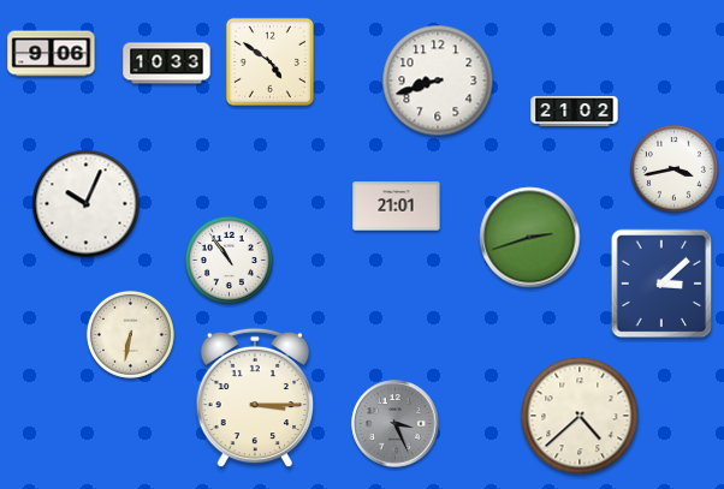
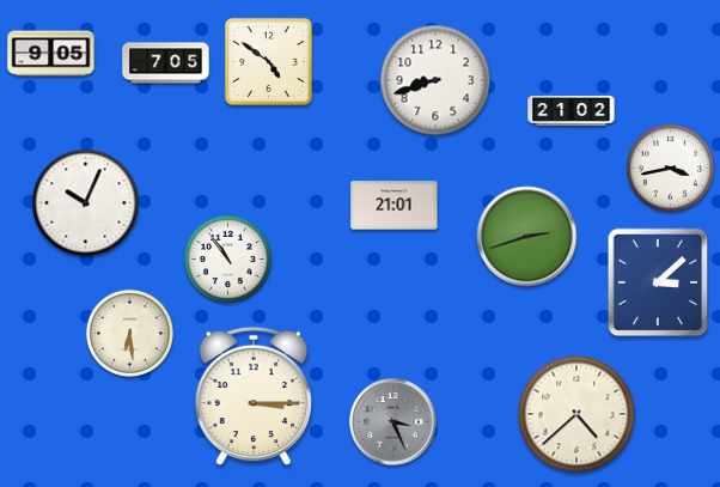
clock at (52, 54): 9:06 -> 9:05
clock at (167, 64): 10:33 -> 7:05
clock at (130, 334): 6:32 -> 6:29
